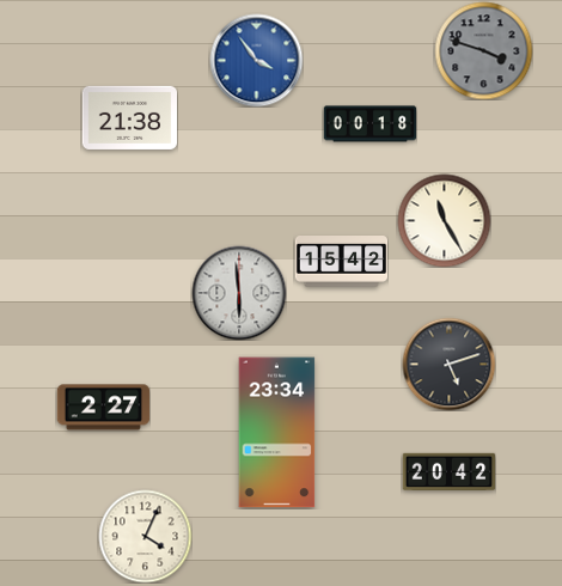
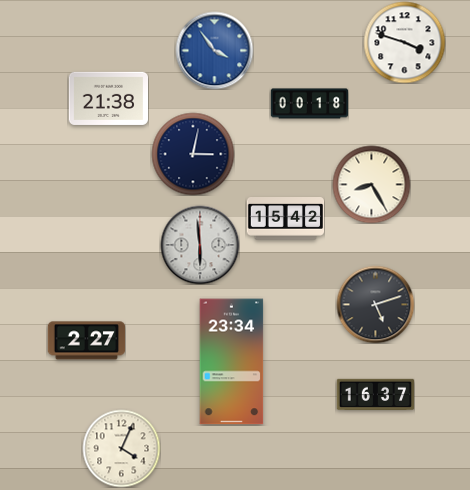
clock at (483, 50) dial: grey -> white
clock at (193, 154): none -> 3:02
clock at (444, 220): 11:25 -> 8:25
clock at (448, 472): 20:42 -> 16:37
